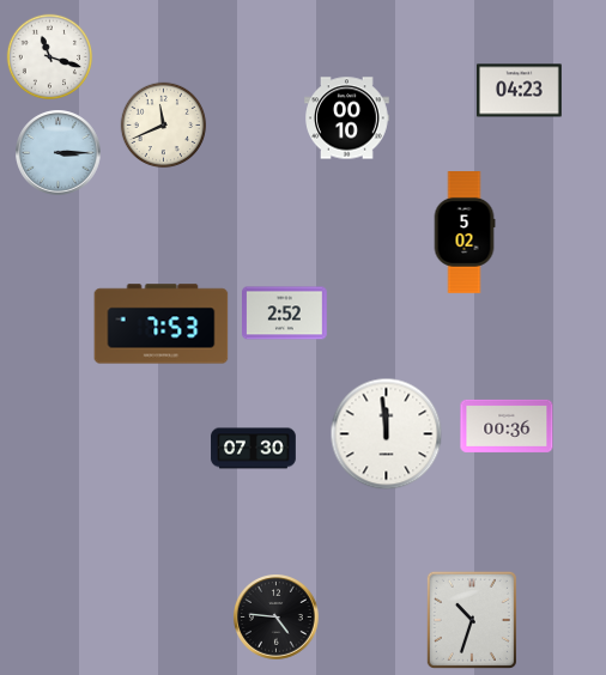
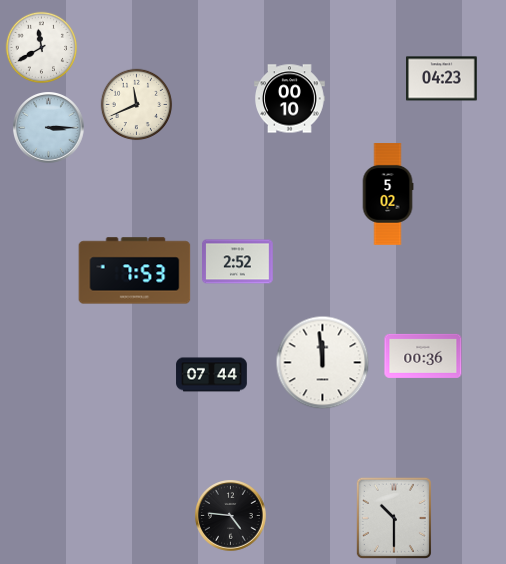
clock at (50, 57): 11:18 -> 11:40
clock at (520, 91) position: (520, 91) -> (442, 79)
clock at (254, 449): 07:30 -> 07:44
clock at (472, 620): 10:33 -> 10:30
